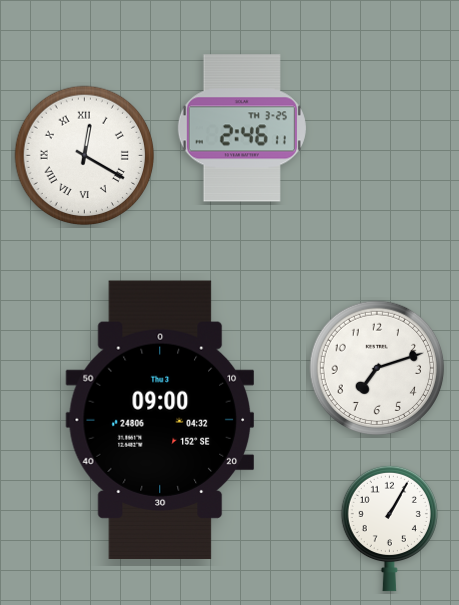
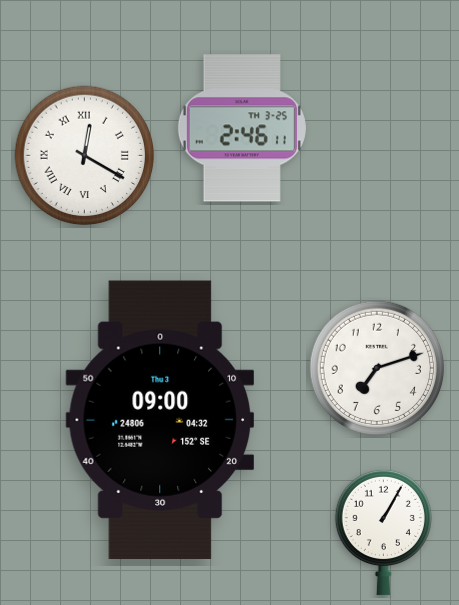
clock at (389, 528) position: (389, 528) -> (383, 532)
